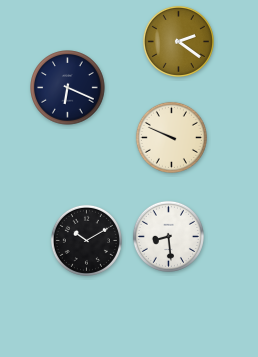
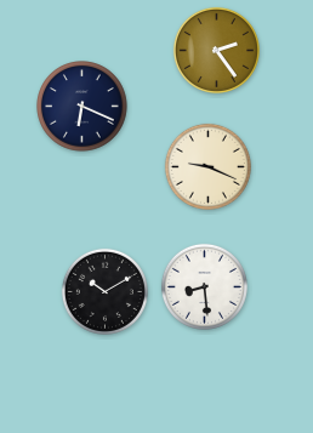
clock at (178, 41): 2:21 -> 2:24
clock at (171, 137): 9:49 -> 9:19
